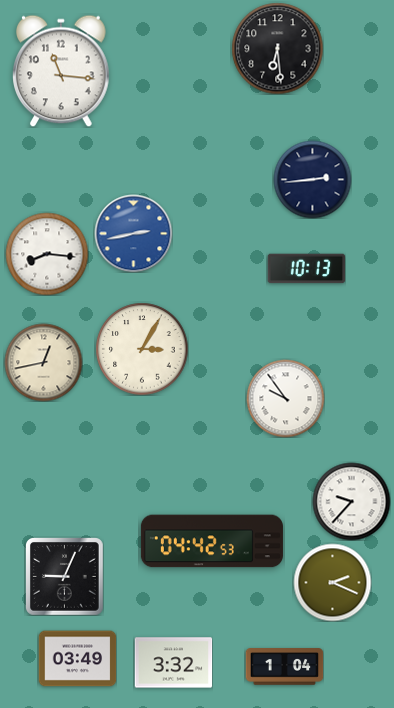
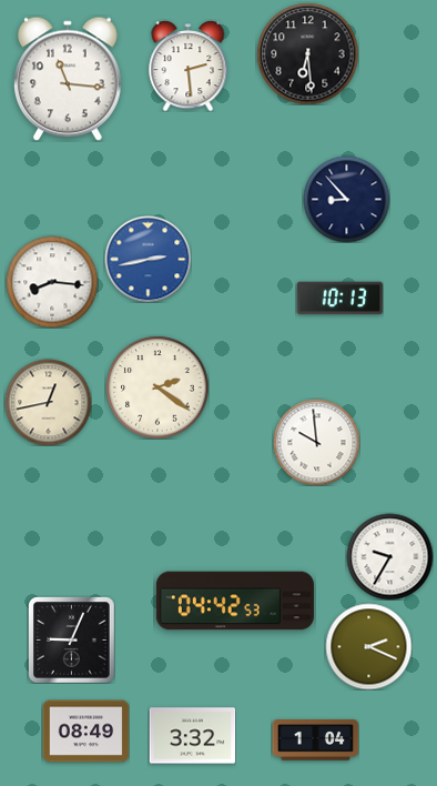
clock at (189, 65): none -> 2:29
clock at (312, 179): 2:44 -> 8:53
clock at (142, 349): 3:05 -> 2:21
clock at (285, 398): 9:54 -> 9:59
clock at (351, 501): 9:37 -> 9:35
clock at (77, 659): 03:49 -> 08:49
